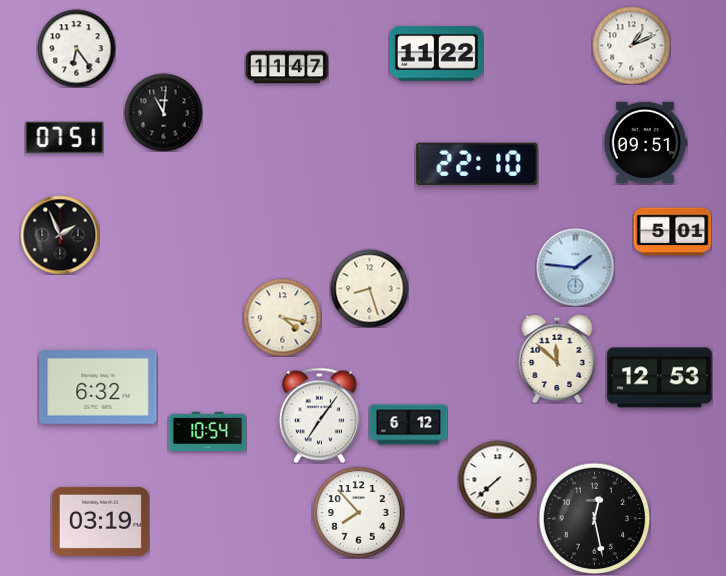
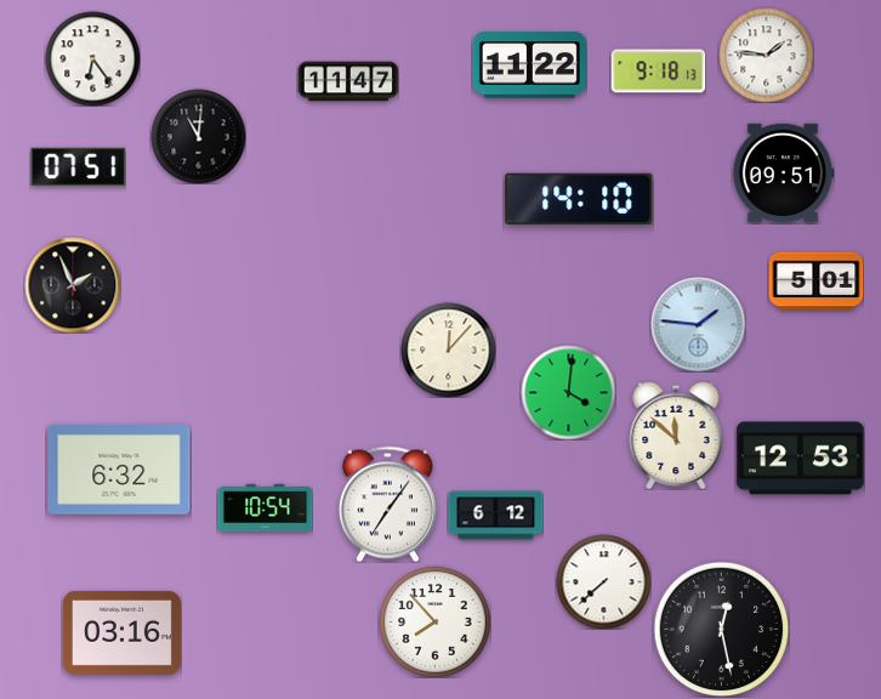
clock at (631, 45): 1:11 -> 1:46
clock at (658, 72): none -> 9:18
clock at (477, 164): 22:10 -> 14:10
clock at (369, 288): 8:27 -> 12:07
clock at (282, 317): 4:17 -> none
clock at (568, 392): none -> 4:01
clock at (207, 432) position: (207, 432) -> (265, 508)
clock at (100, 521): 03:19 -> 03:16
